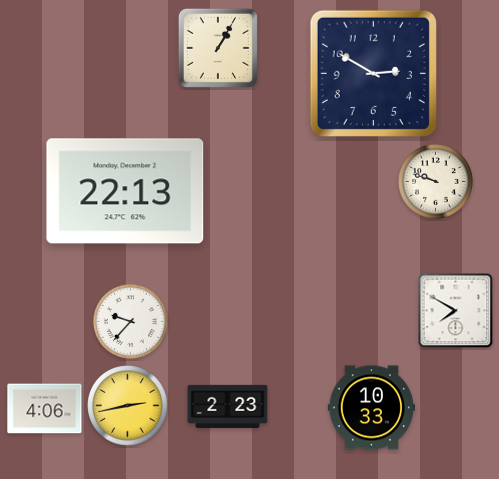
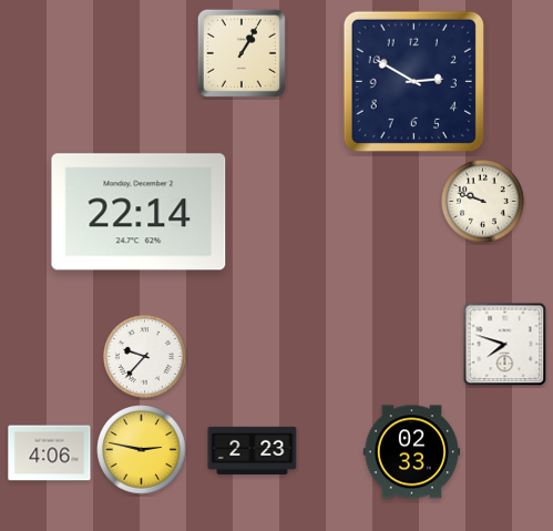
clock at (125, 191): 22:13 -> 22:14
clock at (456, 311): 7:50 -> 7:48
clock at (128, 406): 2:43 -> 2:47
clock at (371, 408): 10:33 -> 02:33
